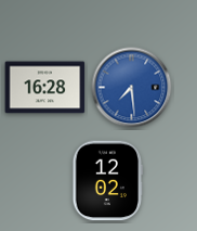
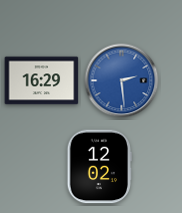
clock at (45, 88): 16:28 -> 16:29
clock at (132, 88): 7:29 -> 2:29
